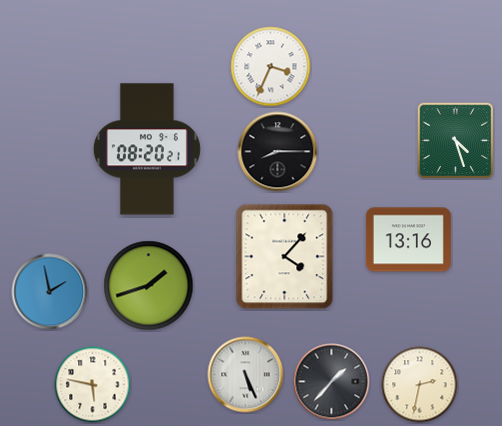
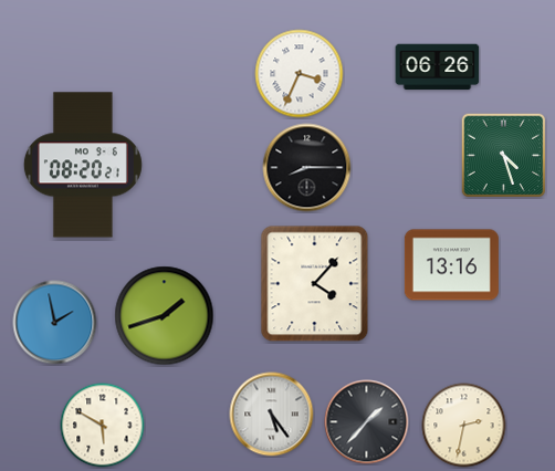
clock at (438, 67): none -> 06:26
clock at (147, 149) position: (147, 149) -> (83, 165)
clock at (246, 375): 5:26 -> 5:24
clock at (93, 385): 5:47 -> 5:50
